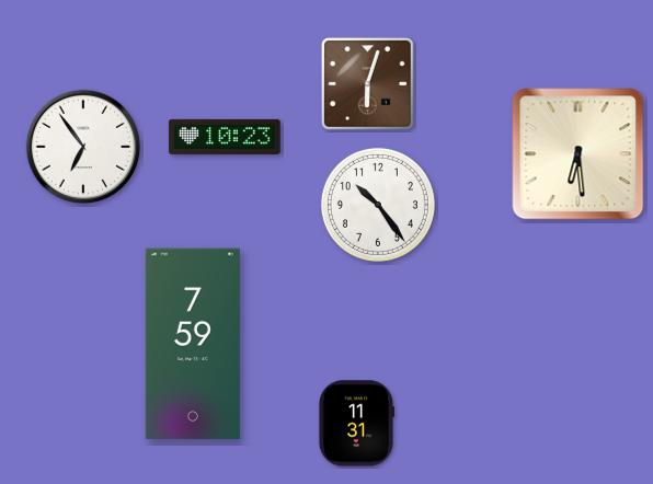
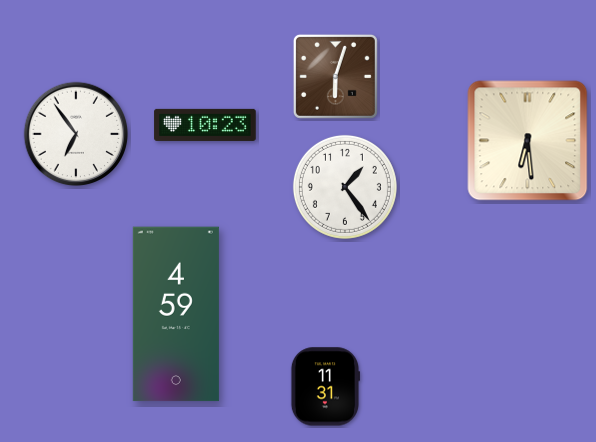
clock at (378, 205): 10:24 -> 1:24
clock at (193, 344): 7:59 -> 4:59
